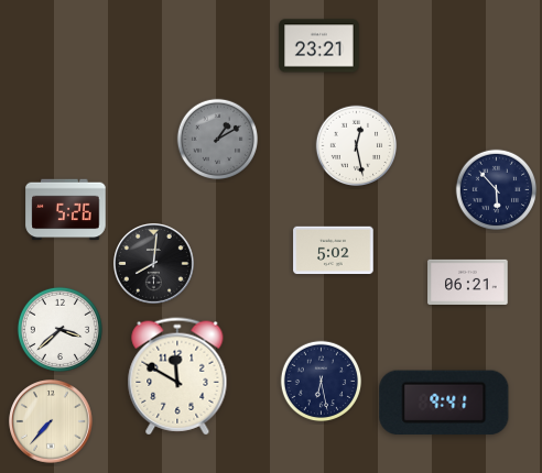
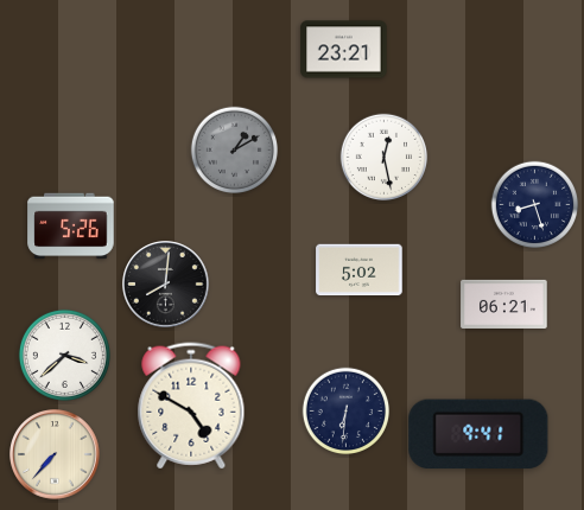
clock at (497, 190): 5:53 -> 8:27
clock at (177, 376): 11:50 -> 4:50
clock at (322, 382): 6:28 -> 6:31
